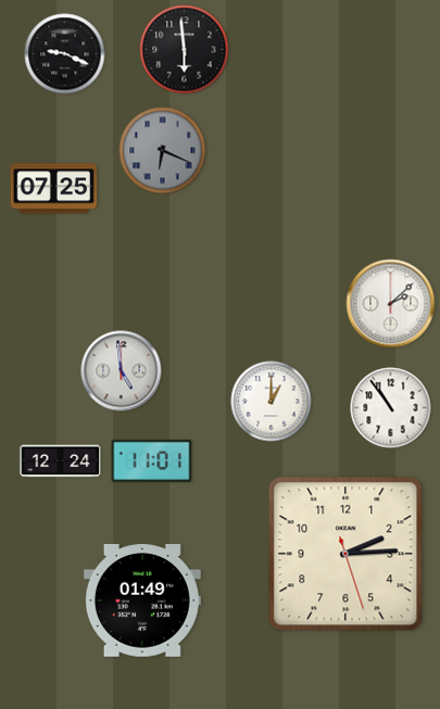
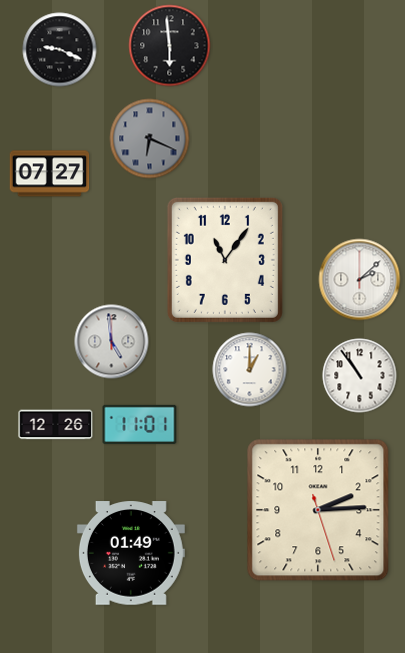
clock at (54, 189): 07:25 -> 07:27
clock at (225, 260): none -> 11:06
clock at (61, 461): 12:24 -> 12:26
